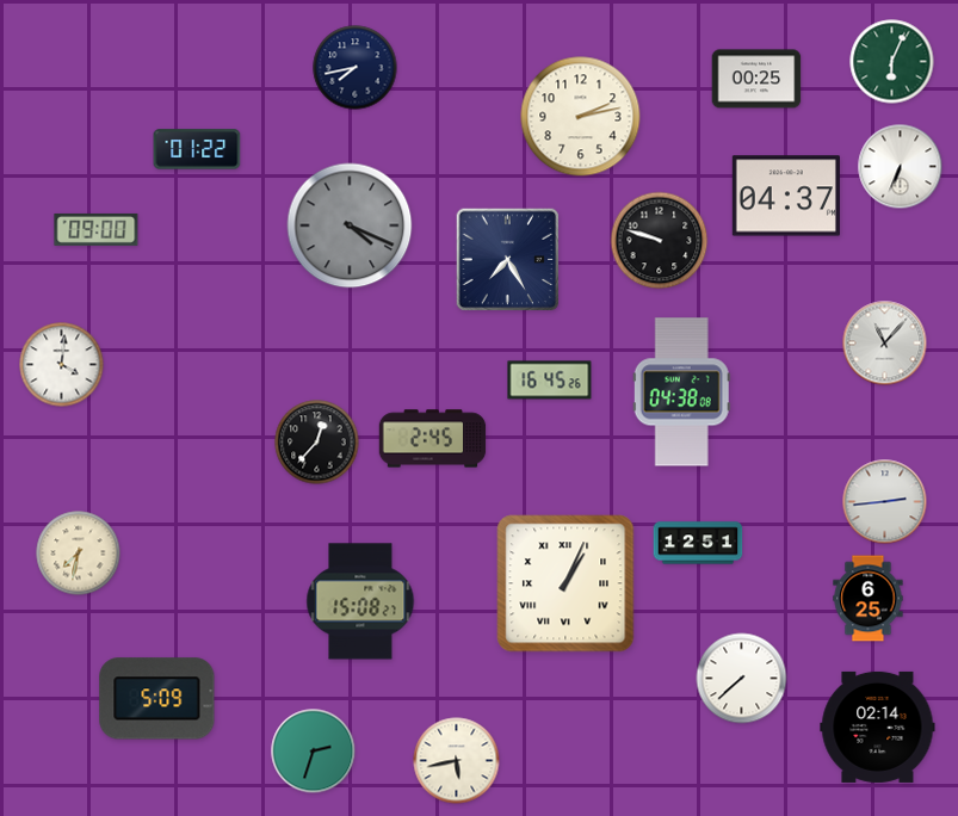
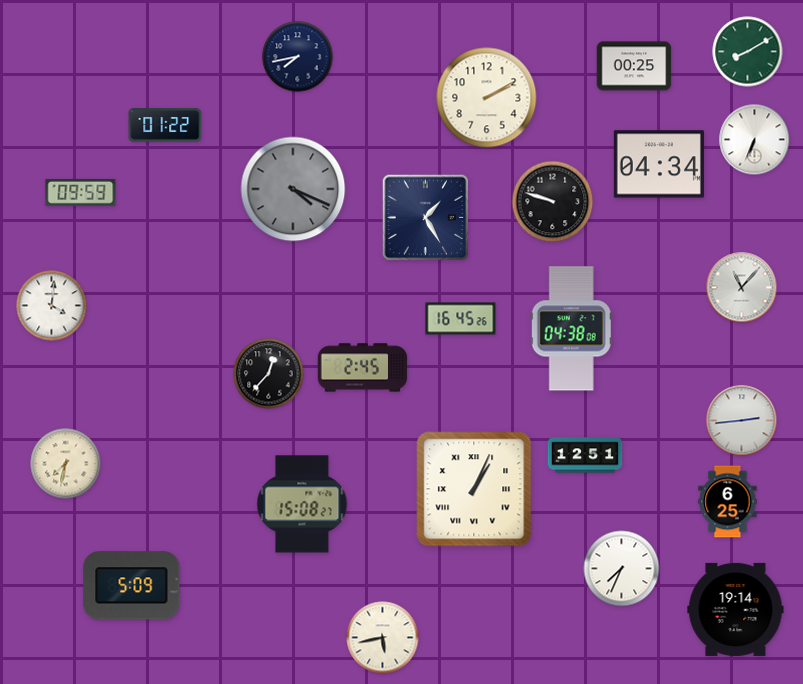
clock at (892, 62): 6:04 -> 8:10
clock at (581, 117): 2:13 -> 2:10
clock at (786, 196): 04:37 -> 04:34
clock at (97, 229): 09:00 -> 09:59
clock at (508, 260): 7:25 -> 1:25
clock at (317, 443) position: (317, 443) -> (269, 374)
clock at (742, 679): 7:38 -> 7:34
clock at (878, 727): 02:14 -> 19:14
clock at (314, 752): 2:33 -> none
